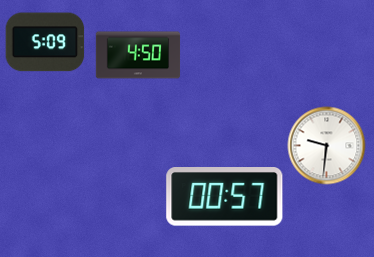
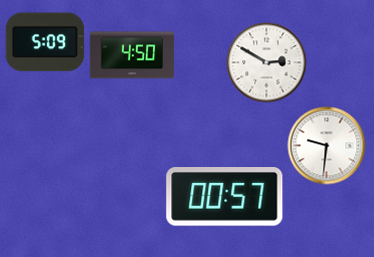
clock at (138, 55) position: (138, 55) -> (132, 55)
clock at (266, 62): none -> 2:50
